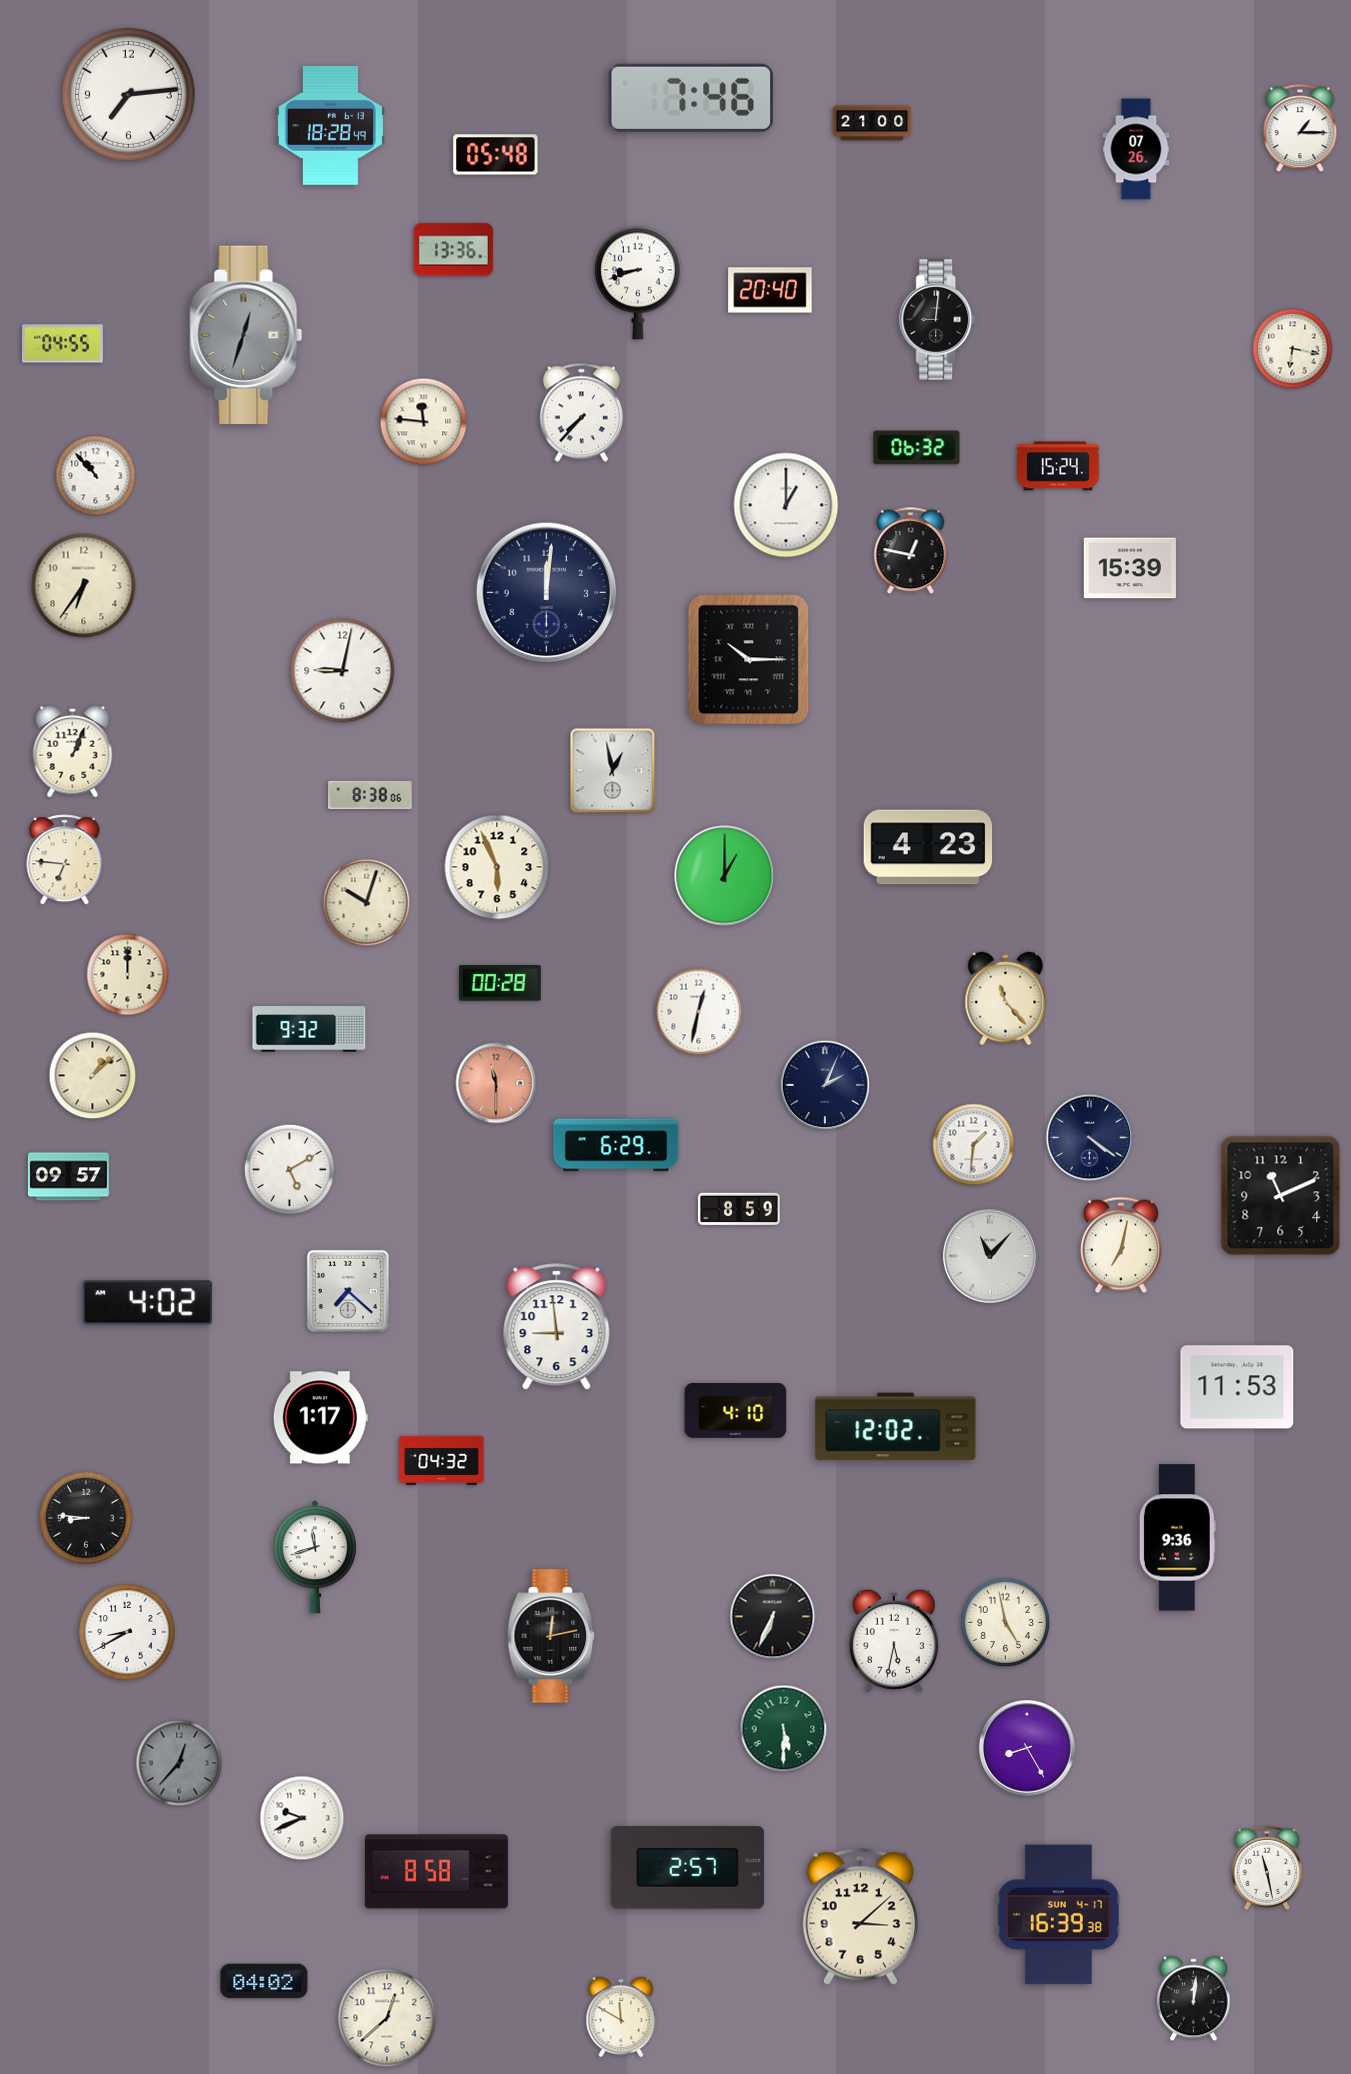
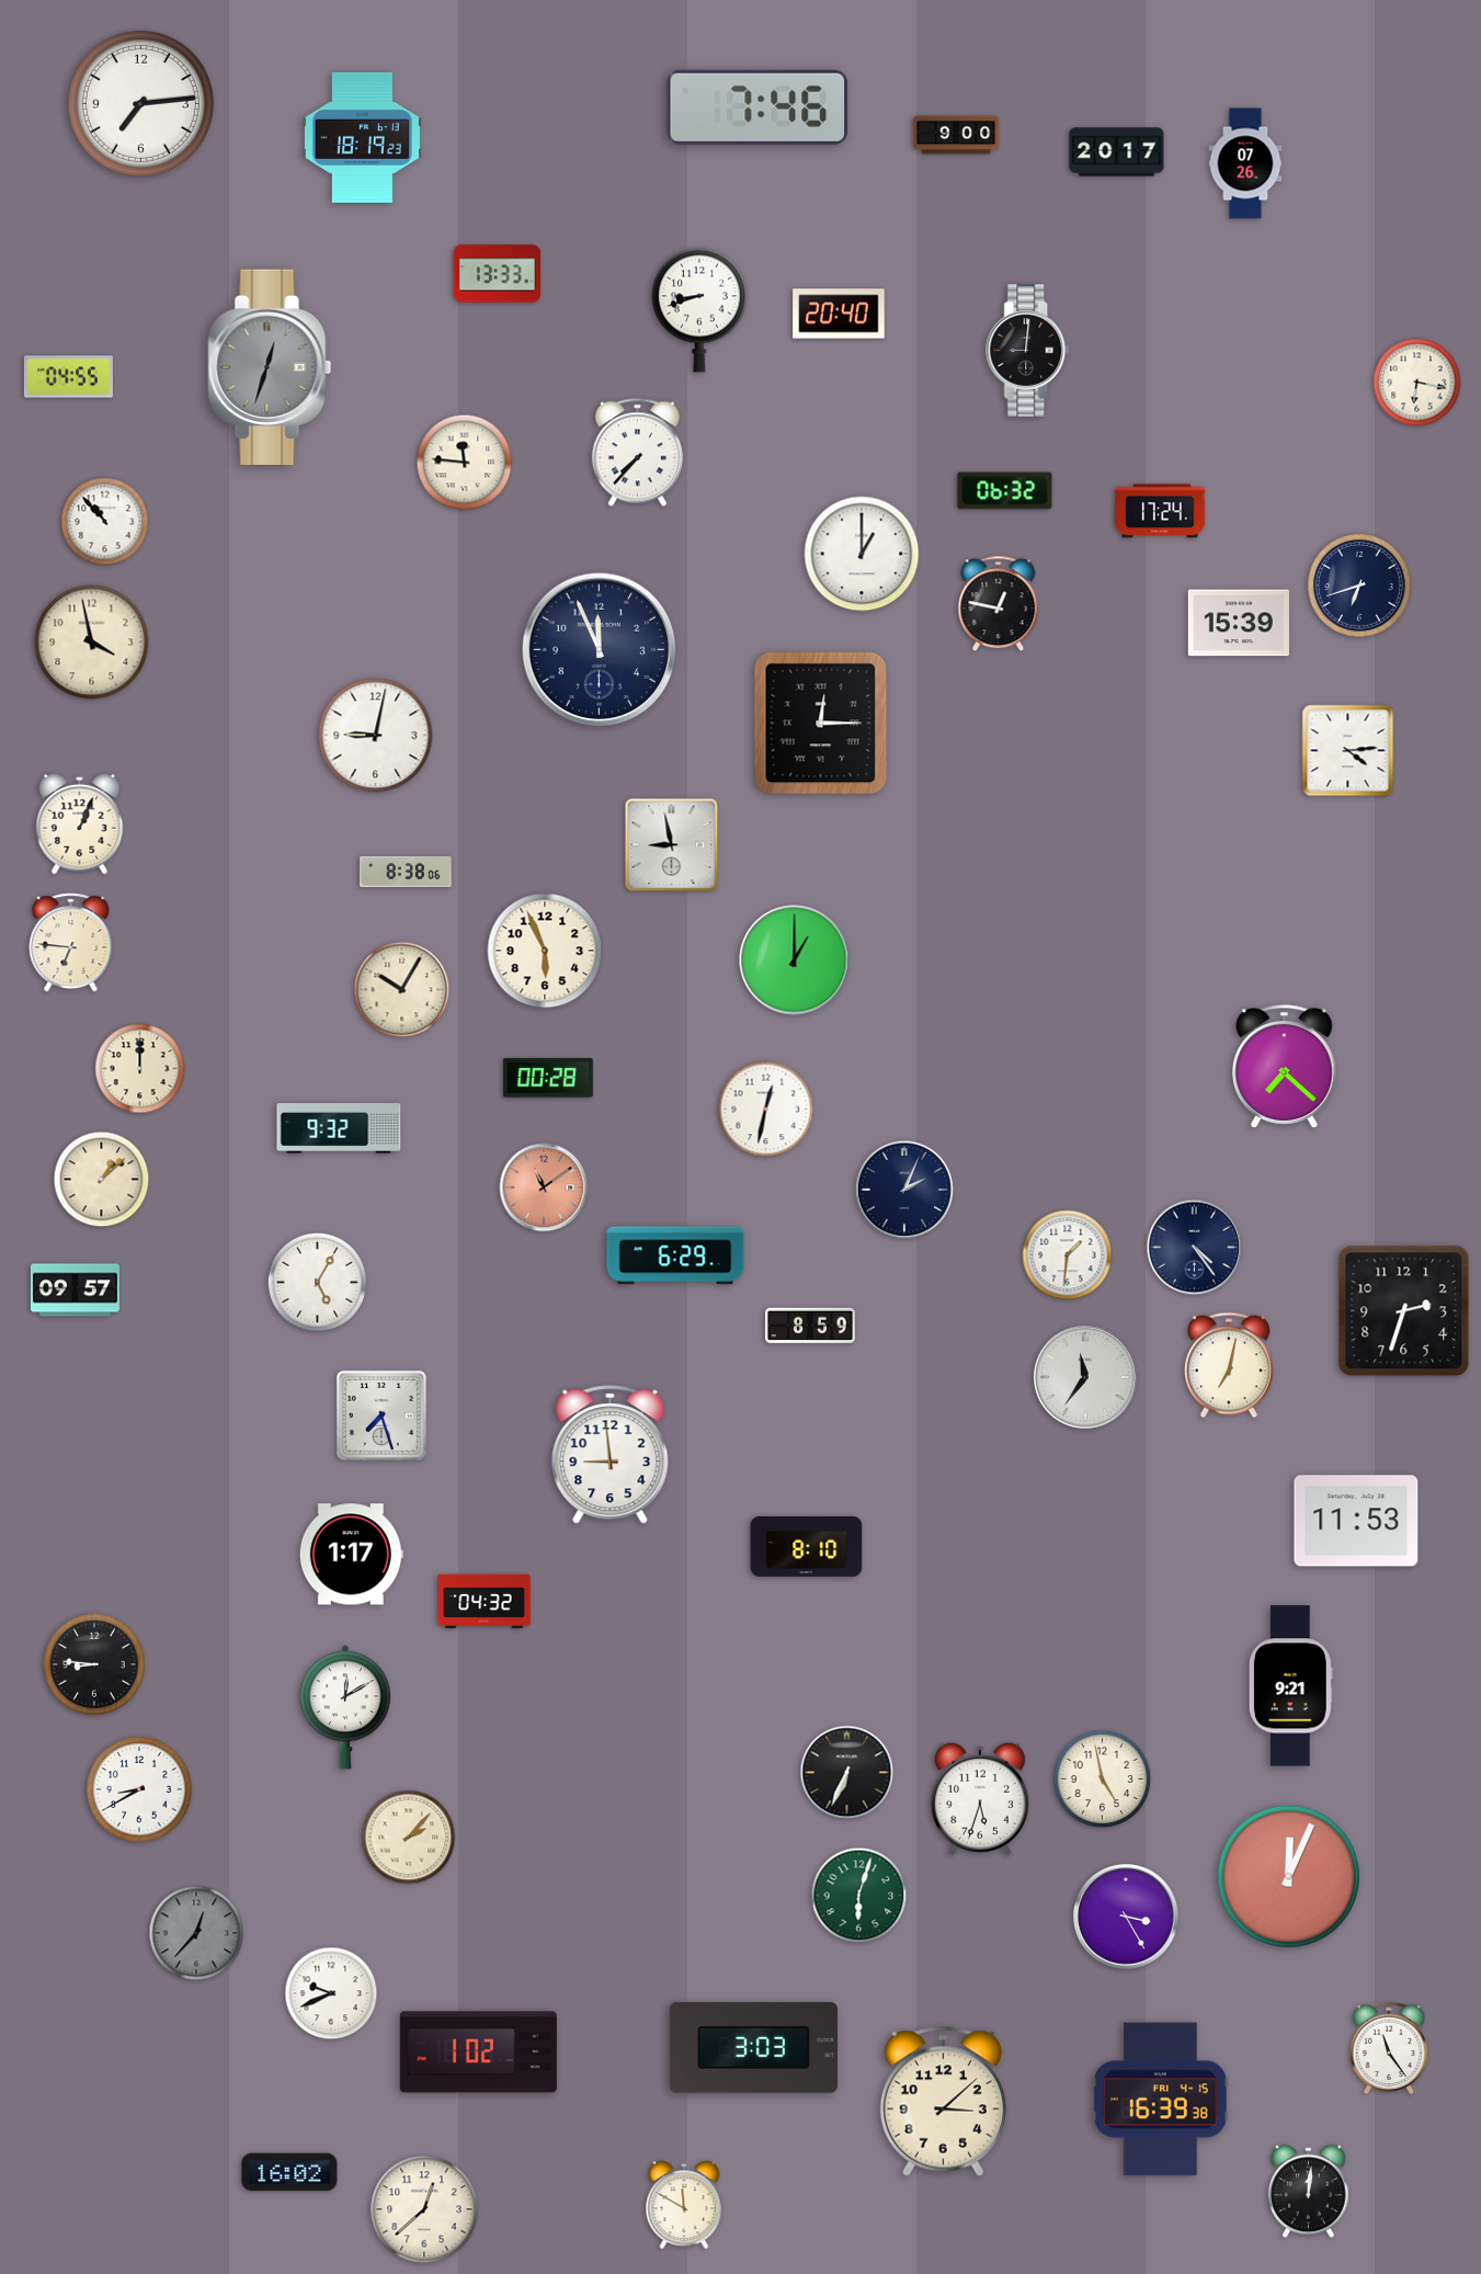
clock at (872, 123): 21:00 -> 9:00
clock at (330, 125): 18:28 -> 18:19
clock at (1300, 129): 1:15 -> none
clock at (1117, 152): none -> 20:17
clock at (496, 155): 05:48 -> none
clock at (454, 250): 13:36 -> 13:33
clock at (770, 290) position: (770, 290) -> (839, 314)
clock at (1058, 466): 15:24 -> 17:24
clock at (1359, 585): none -> 6:42
clock at (84, 586): 6:36 -> 3:58
clock at (547, 593): 12:01 -> 11:56
clock at (749, 660): 10:15 -> 12:15
clock at (1348, 751): none -> 4:14
clock at (613, 771): 12:58 -> 8:58
clock at (928, 847): 4:23 -> none
clock at (367, 903): 10:03 -> 10:05
clock at (1285, 1067): none -> 7:22
clock at (1006, 999): 11:23 -> none
clock at (496, 1083): 11:30 -> 11:09
clock at (1090, 1138): 4:21 -> 4:24
clock at (289, 1169): 5:10 -> 5:05
clock at (1281, 1196): 11:11 -> 2:33
clock at (990, 1256): 11:07 -> 11:36
clock at (348, 1291): 7:22 -> 7:27
clock at (147, 1303): 4:02 -> none
clock at (736, 1410): 4:10 -> 8:10
clock at (896, 1427): 12:02 -> none
clock at (1177, 1538): 9:36 -> 9:21
clock at (315, 1557): 11:42 -> 12:10
clock at (551, 1636): 12:13 -> none
clock at (894, 1641): 5:32 -> 5:33
clock at (409, 1838): none -> 2:07
clock at (1288, 1876): none -> 12:04
clock at (784, 1729): 5:30 -> 6:03
clock at (1027, 1748): 8:25 -> 3:25
clock at (1267, 1867): 11:28 -> 11:24
clock at (687, 1868): 2:57 -> 3:03
clock at (436, 1872): 8:58 -> 1:02
clock at (1058, 1915) date: SUN 4-17 -> FRI 4-15
clock at (264, 1981): 04:02 -> 16:02
clock at (621, 2017) position: (621, 2017) -> (684, 2205)
clock at (387, 2018) position: (387, 2018) -> (424, 2209)
